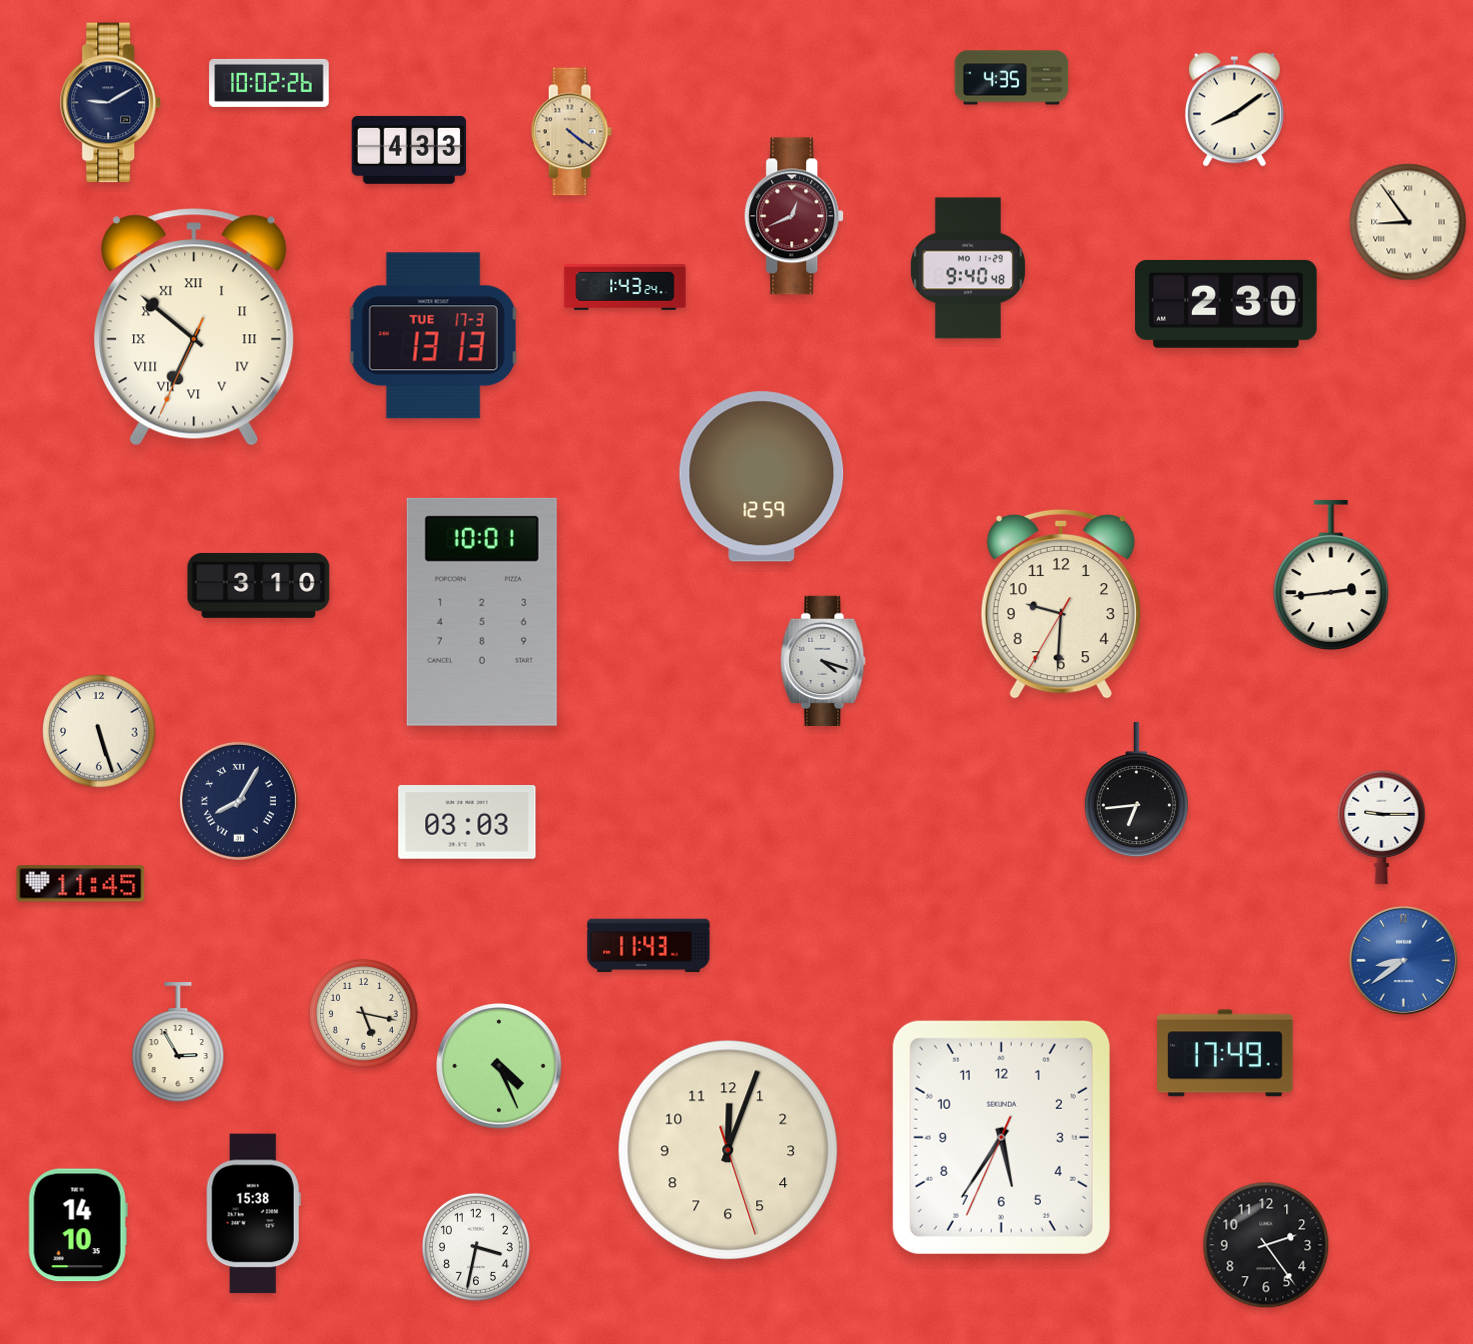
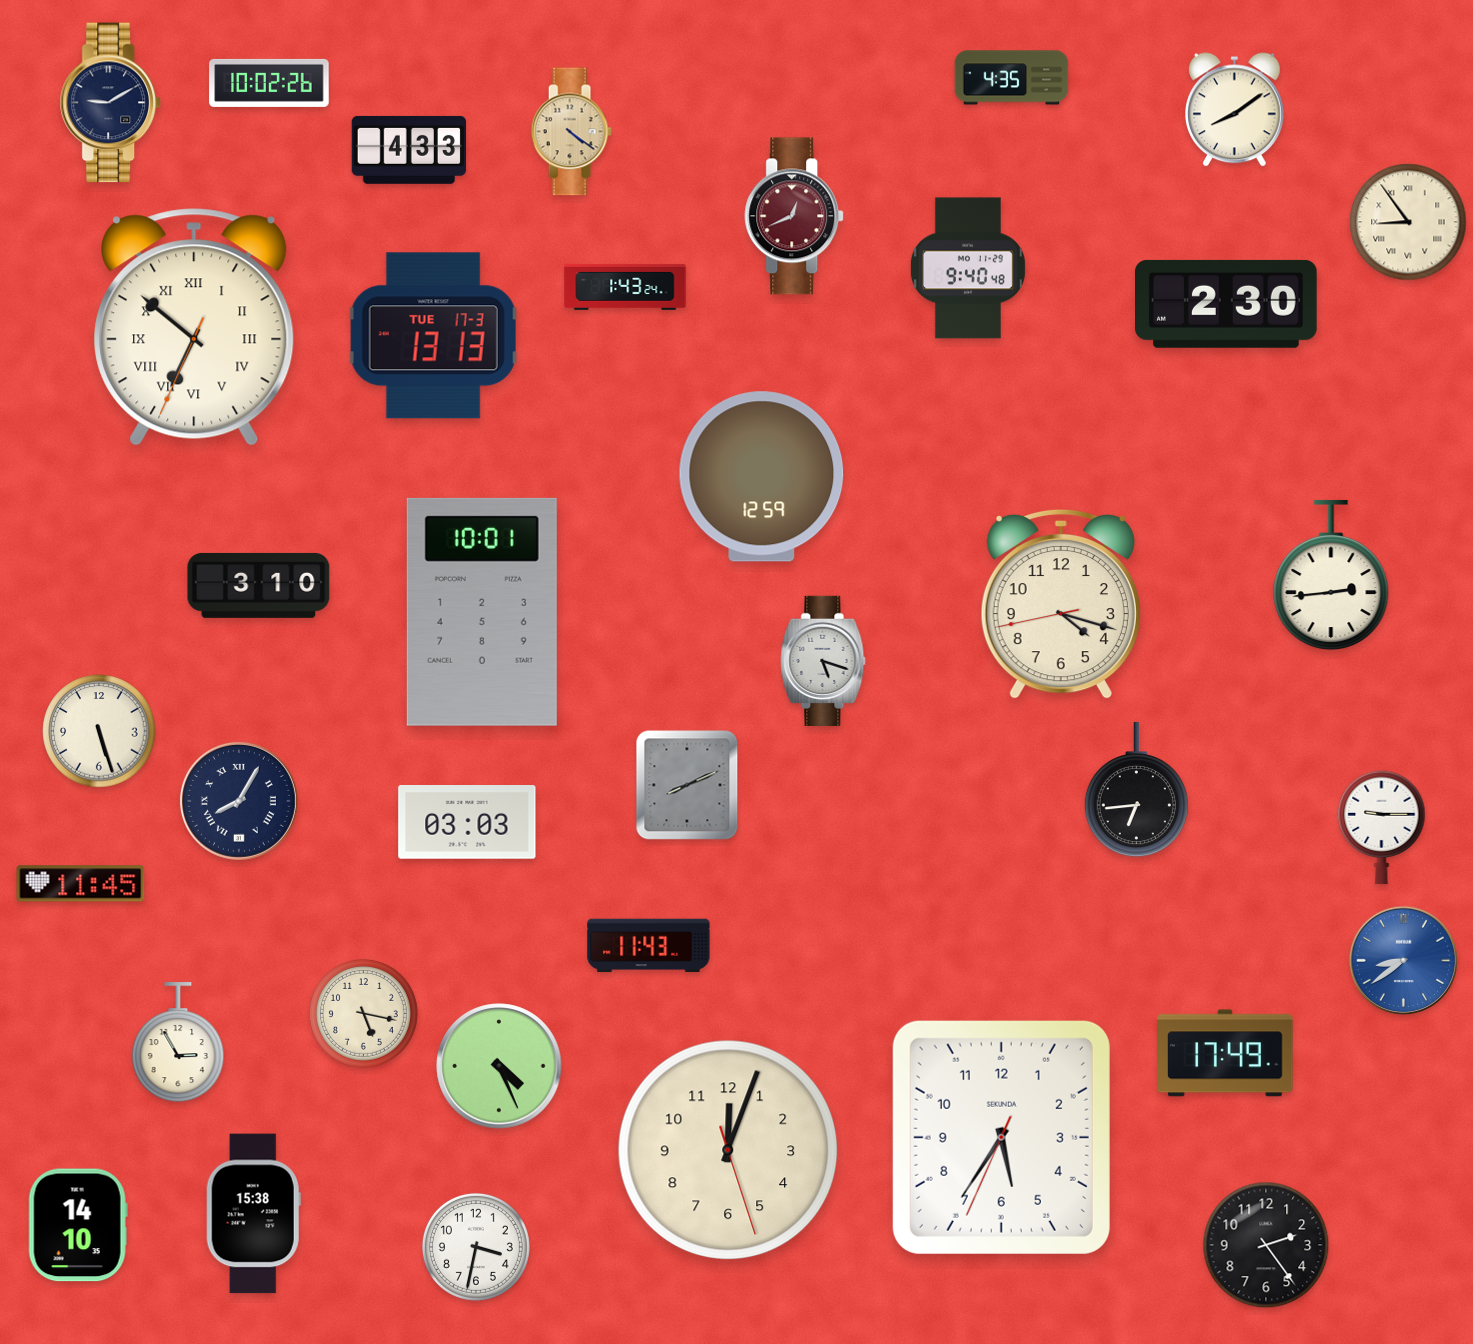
clock at (1061, 604): 9:30 -> 4:17
clock at (823, 660): 4:18 -> 5:18
clock at (687, 785): none -> 8:11
